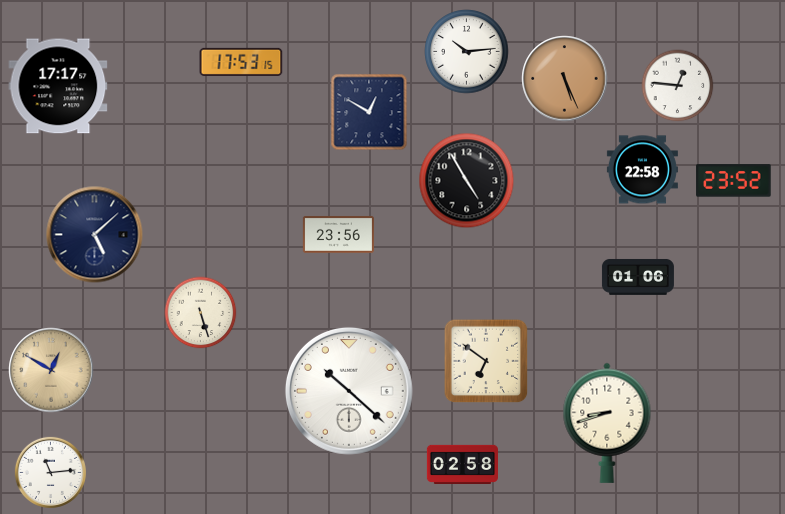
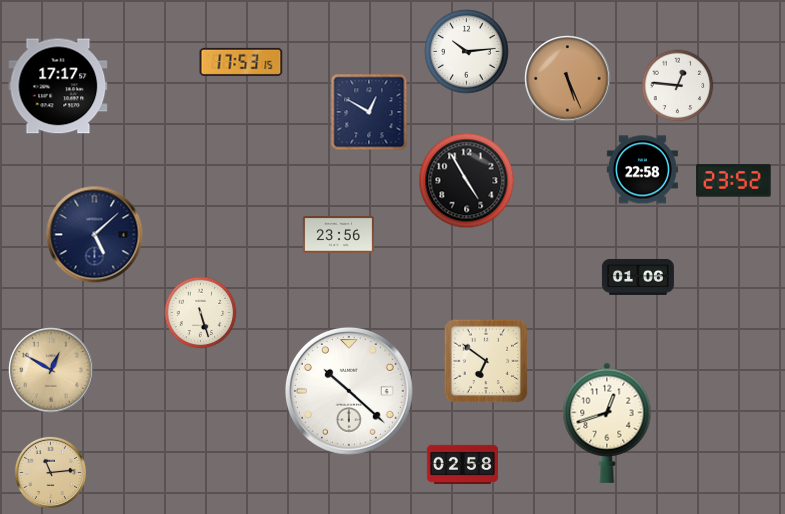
clock at (565, 79) position: (565, 79) -> (568, 79)
clock at (607, 423): 8:42 -> 12:42
clock at (50, 472) dial: white -> champagne
